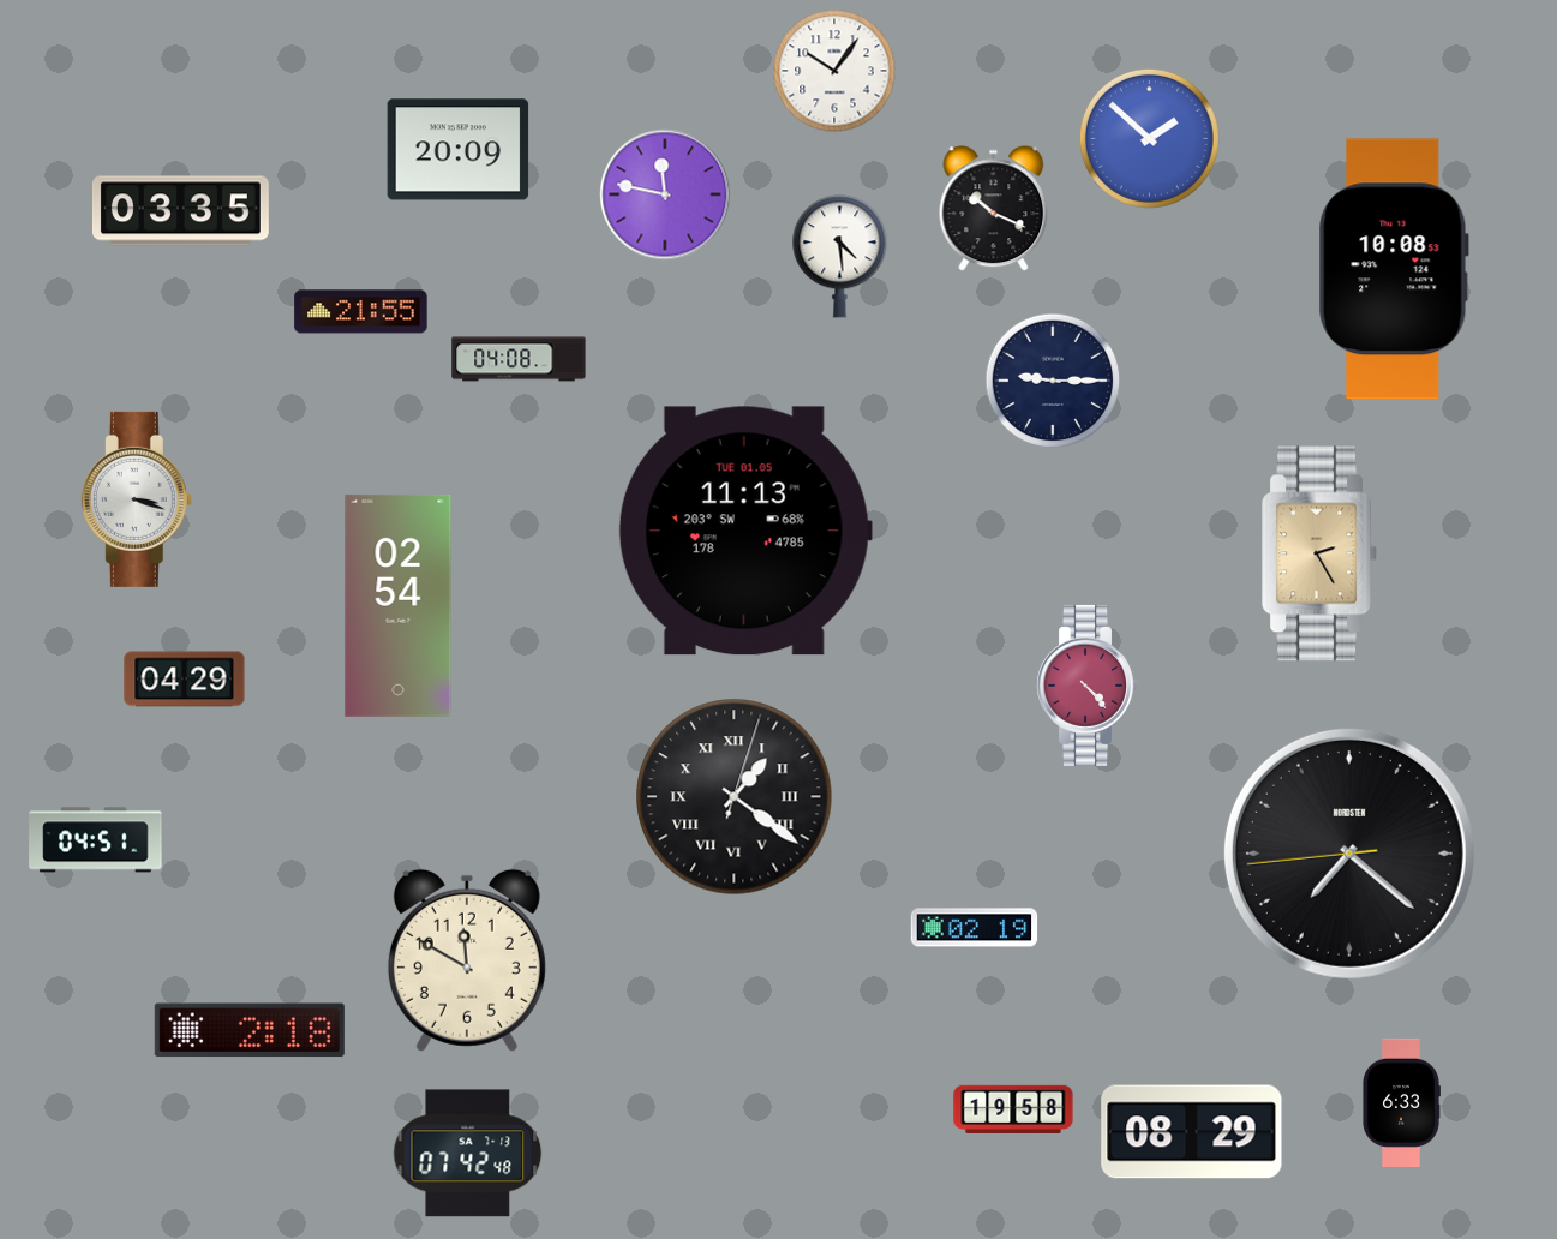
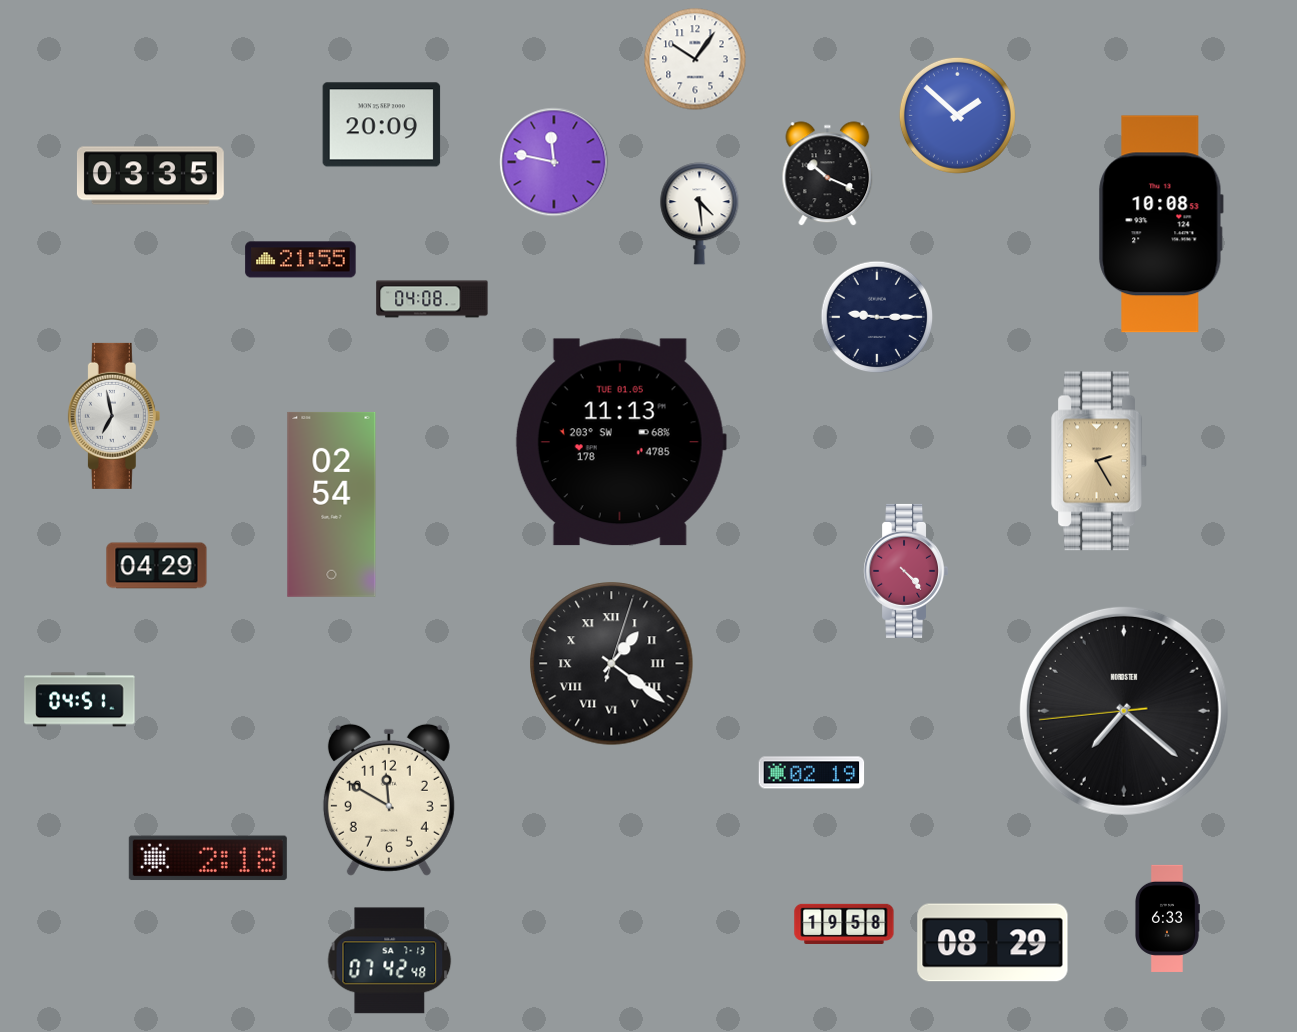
clock at (137, 499): 3:18 -> 6:58
clock at (185, 680) position: (185, 680) -> (157, 566)
